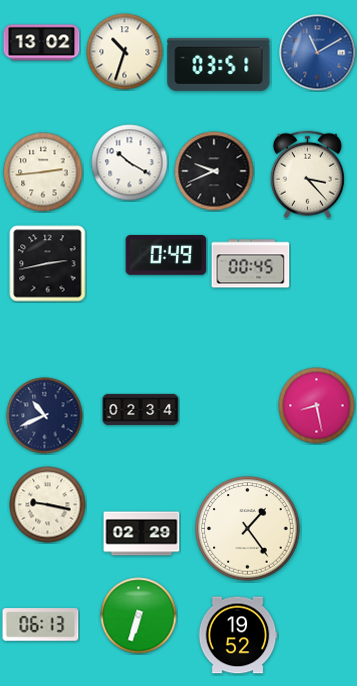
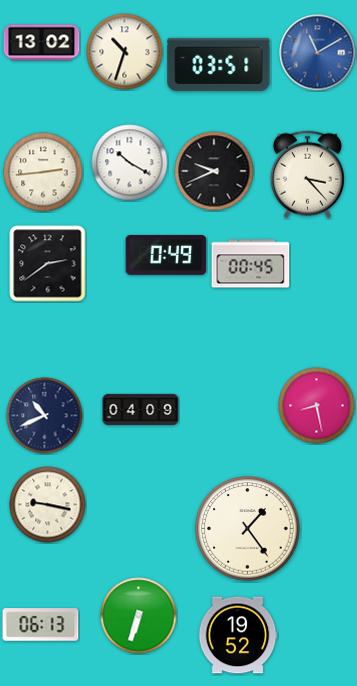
clock at (48, 264): 2:43 -> 2:39
clock at (141, 409): 02:34 -> 04:09
clock at (142, 534): 02:29 -> none
